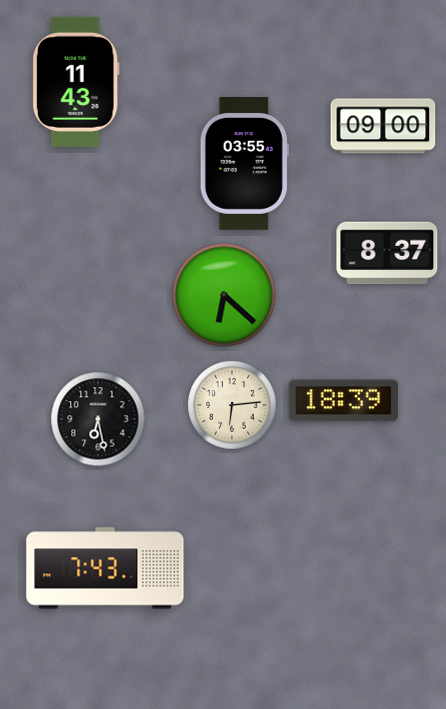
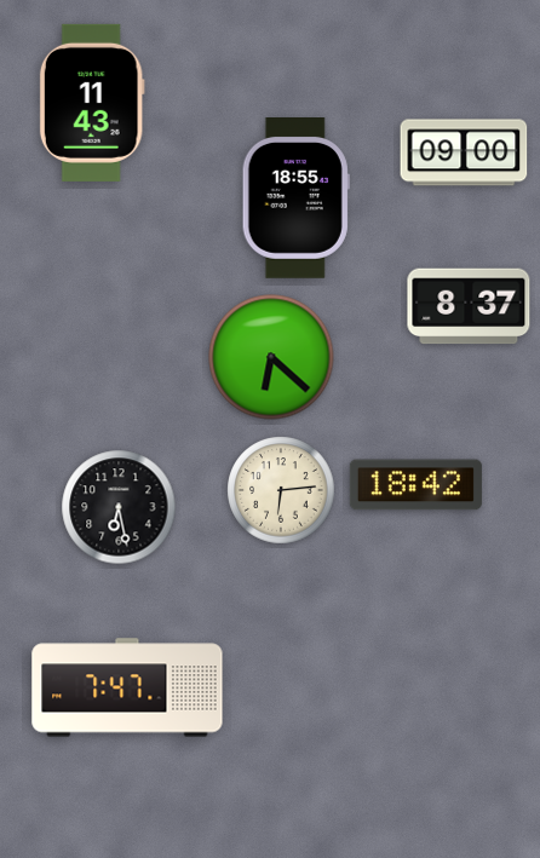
clock at (76, 82) position: (76, 82) -> (92, 103)
clock at (244, 164): 03:55 -> 18:55
clock at (343, 401): 18:39 -> 18:42
clock at (105, 568): 7:43 -> 7:47
